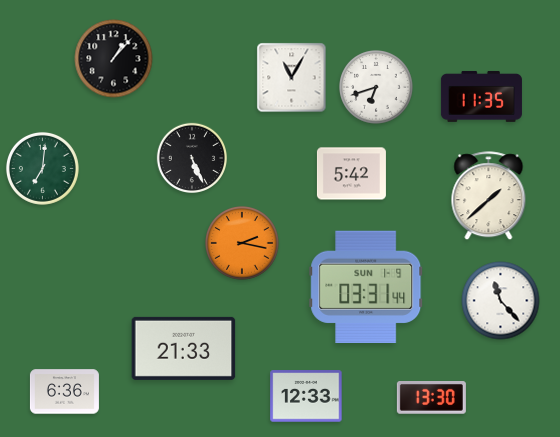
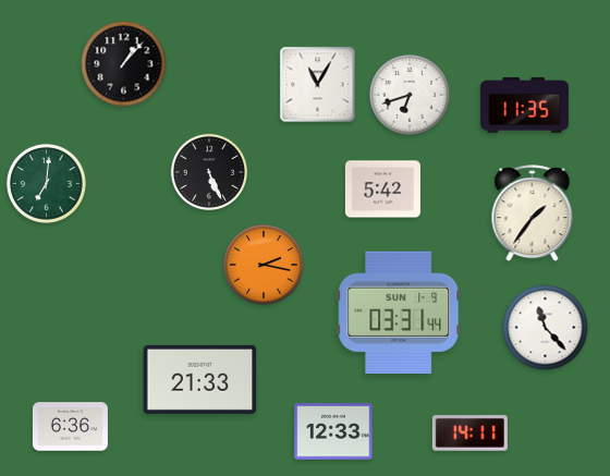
clock at (489, 196): 1:38 -> 1:36
clock at (431, 398): 13:30 -> 14:11
